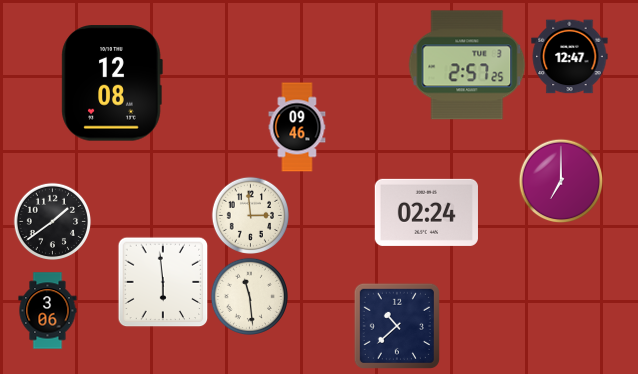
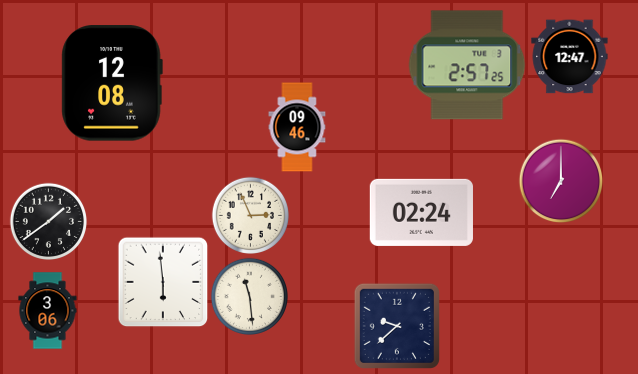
clock at (426, 212) position: (426, 212) -> (421, 212)
clock at (250, 215): 2:59 -> 2:56
clock at (52, 221) position: (52, 221) -> (48, 221)
clock at (397, 326): 10:38 -> 9:38
